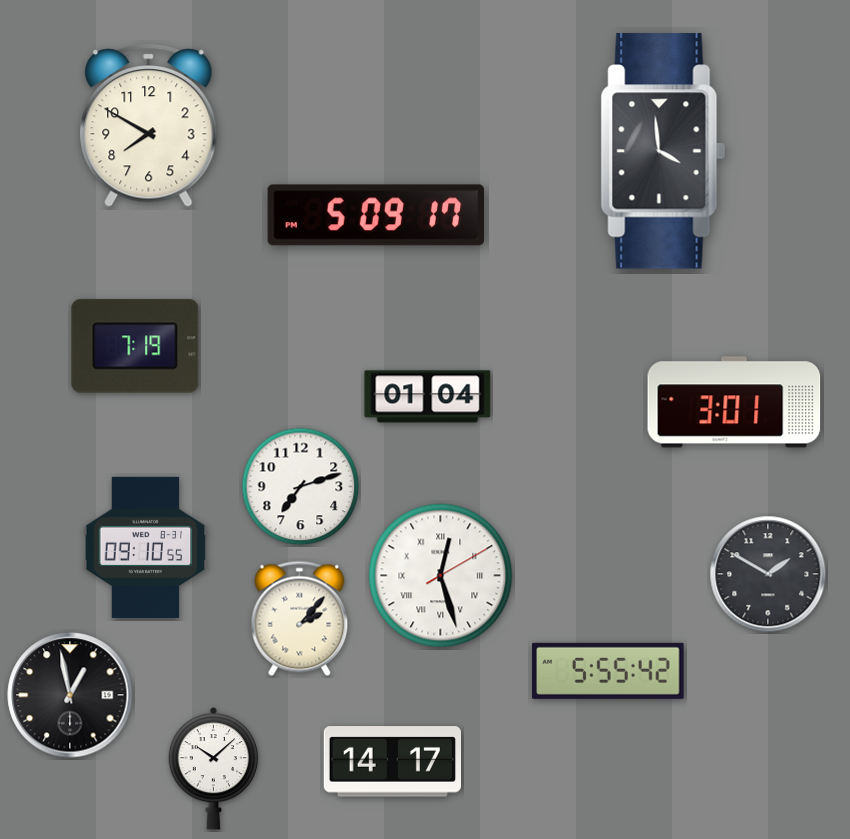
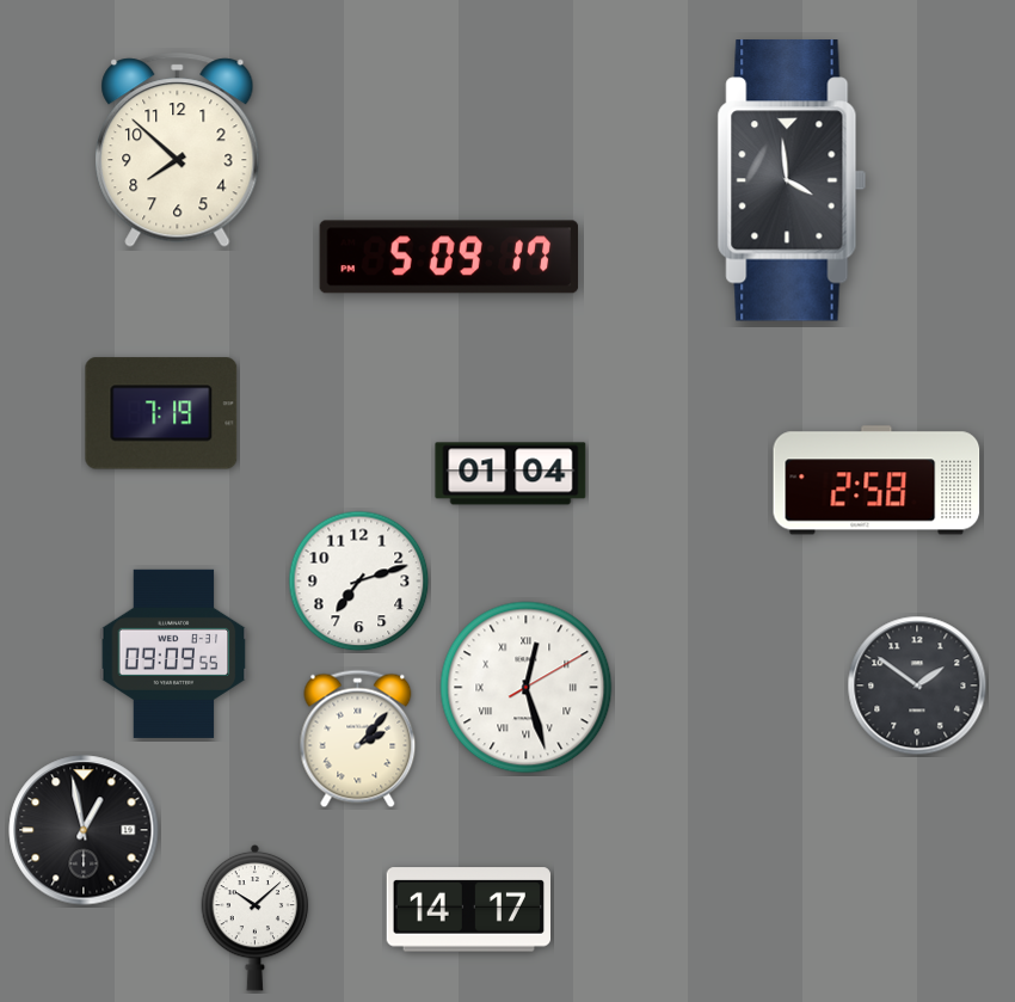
clock at (149, 126): 7:50 -> 7:52
clock at (734, 402): 3:01 -> 2:58
clock at (146, 547): 09:10 -> 09:09
clock at (768, 574): 1:50 -> 1:51
clock at (608, 671): 5:55 -> none
